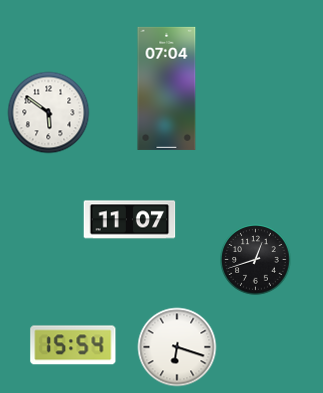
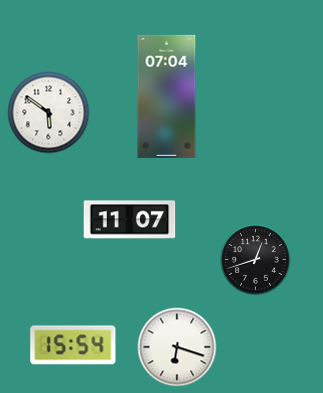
clock at (167, 88) position: (167, 88) -> (167, 96)
